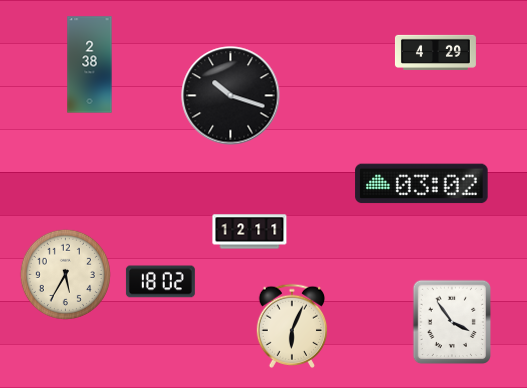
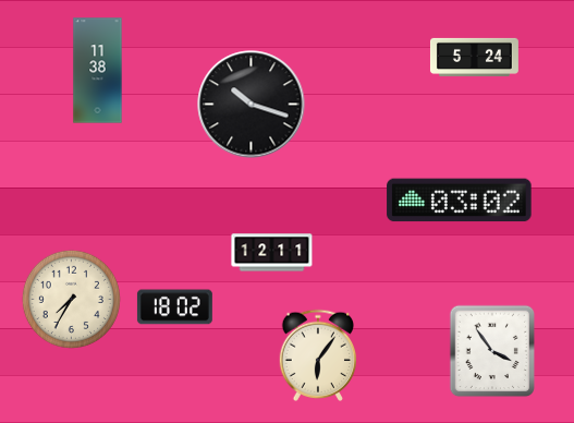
clock at (435, 52): 4:29 -> 5:24
clock at (90, 65): 2:38 -> 11:38
clock at (65, 274): 5:35 -> 7:35
clock at (292, 326): 6:04 -> 6:06
